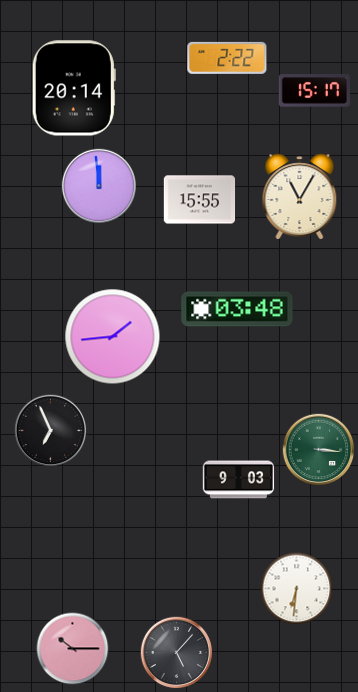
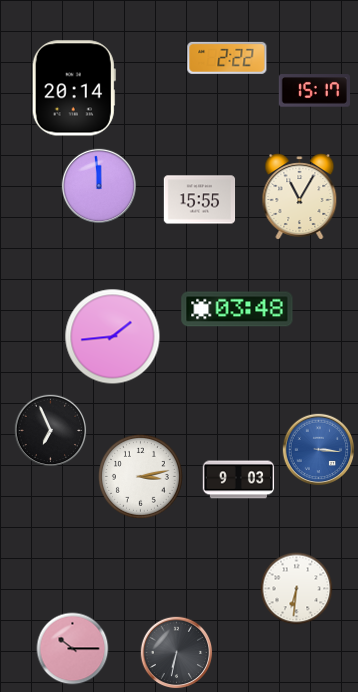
clock at (319, 450) dial: green -> blue
clock at (140, 476): none -> 3:13
clock at (177, 653): 5:07 -> 6:32
